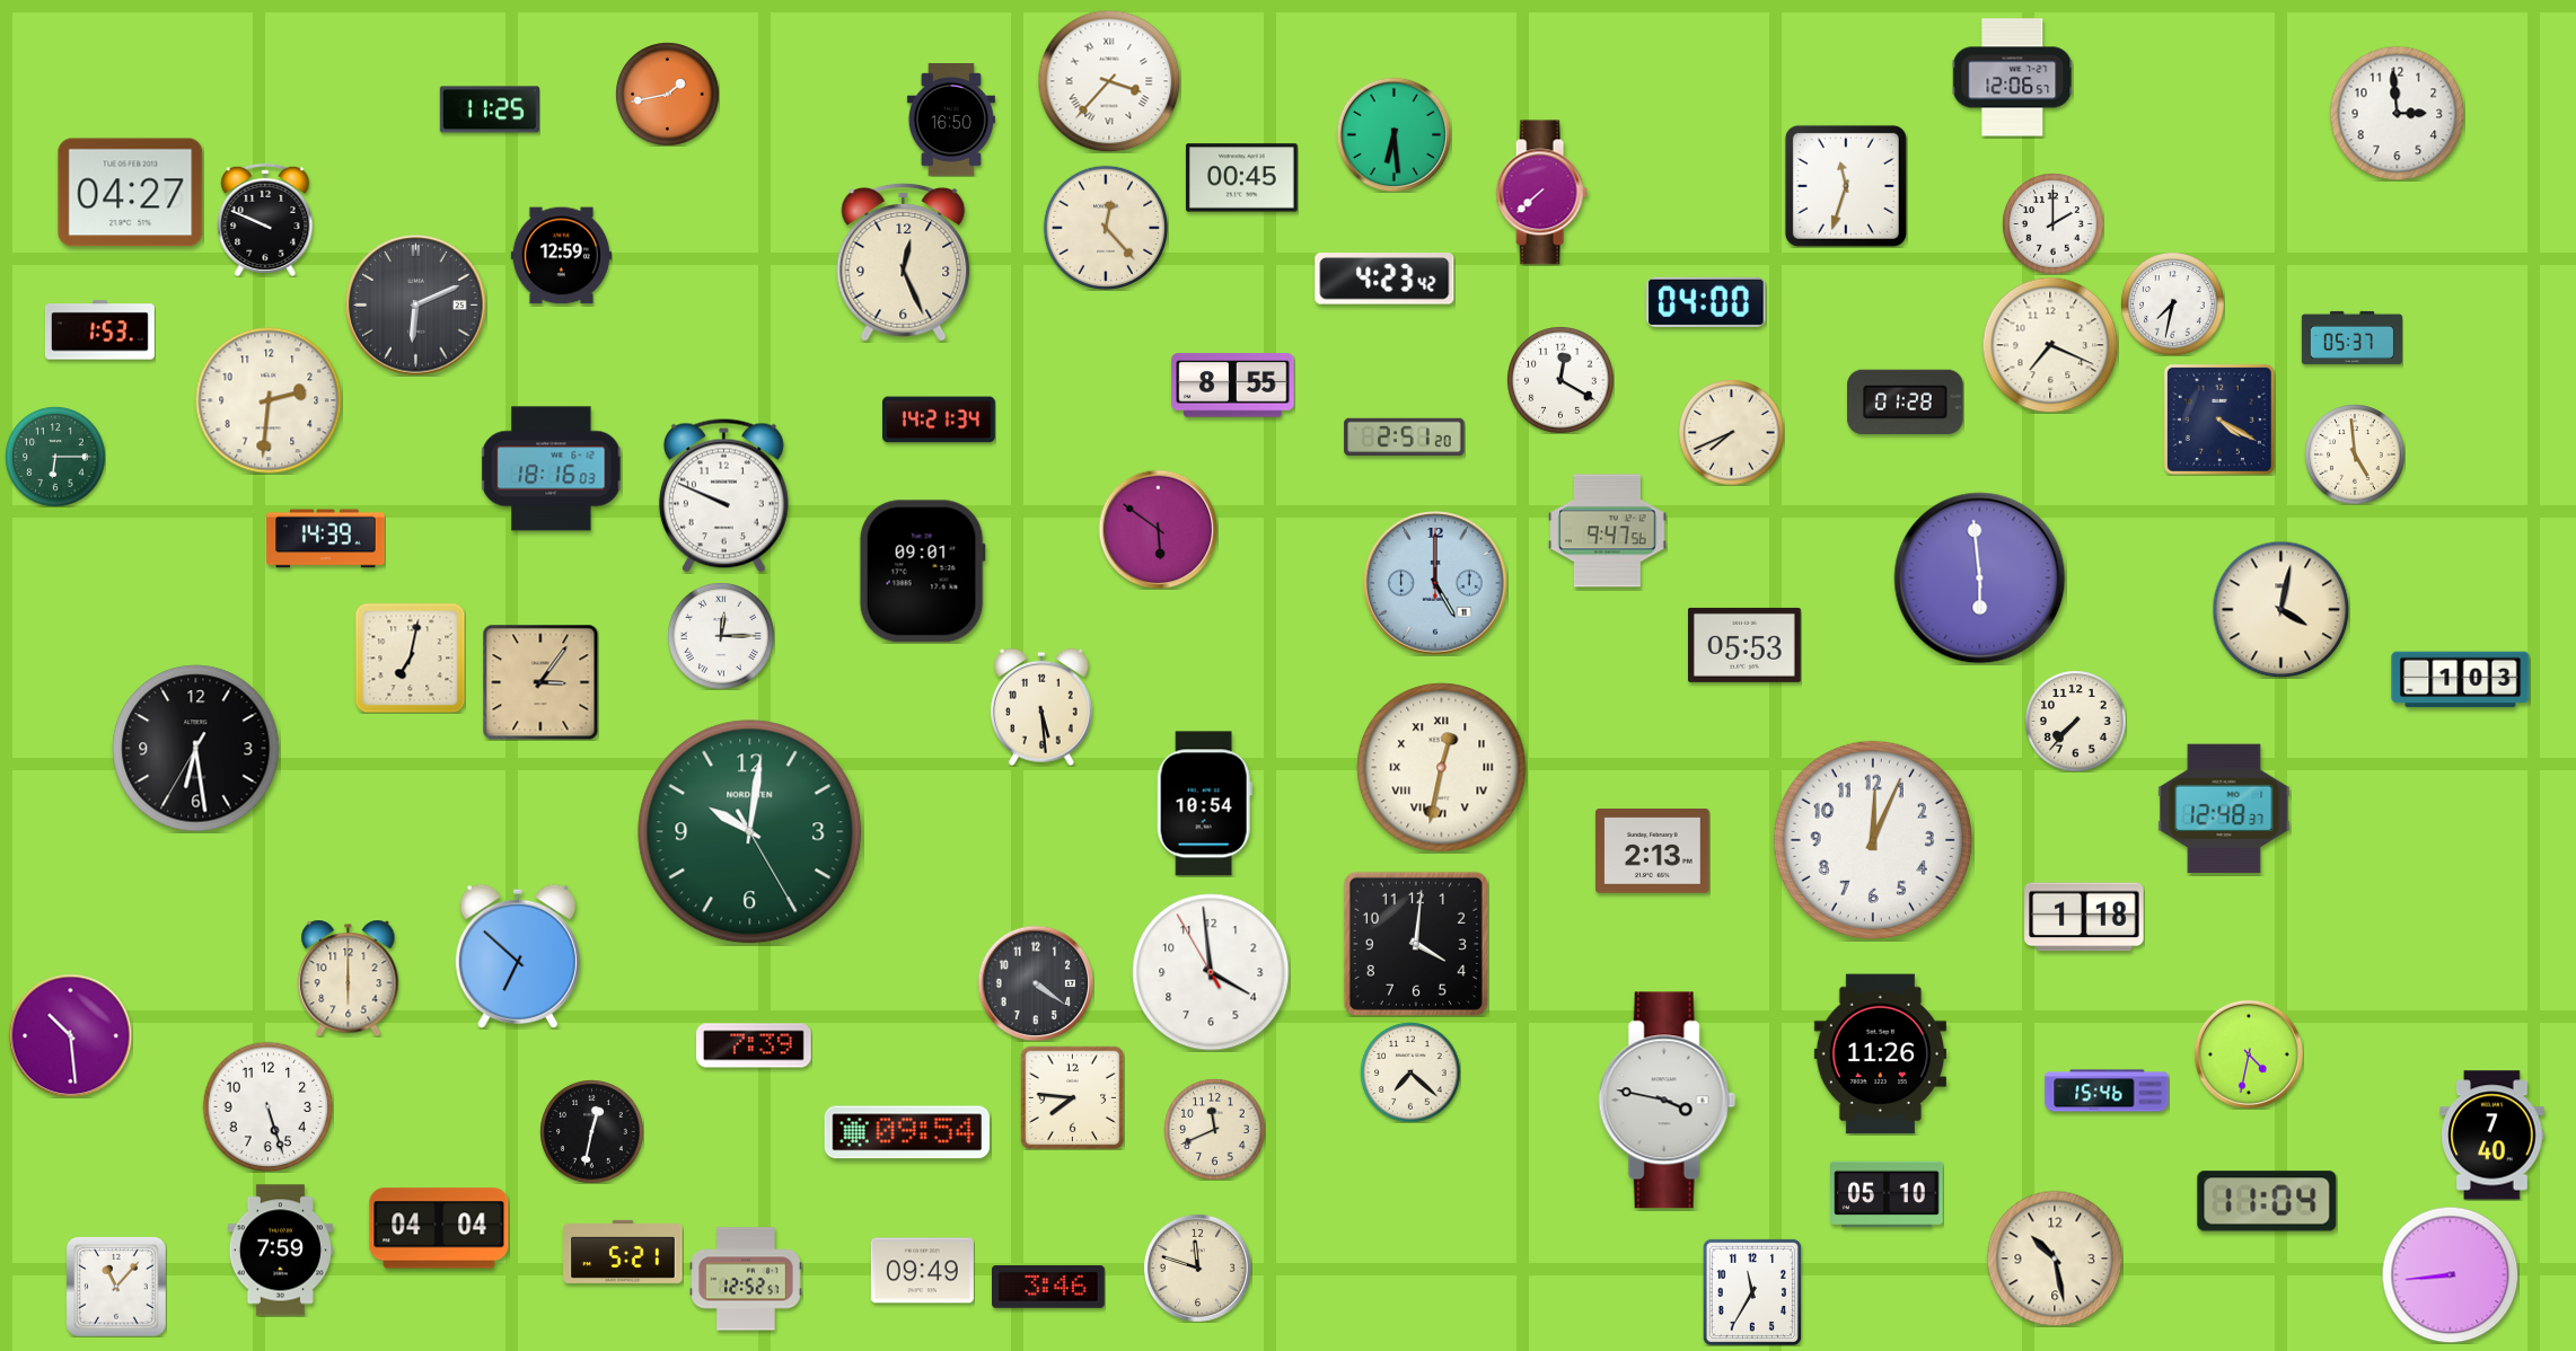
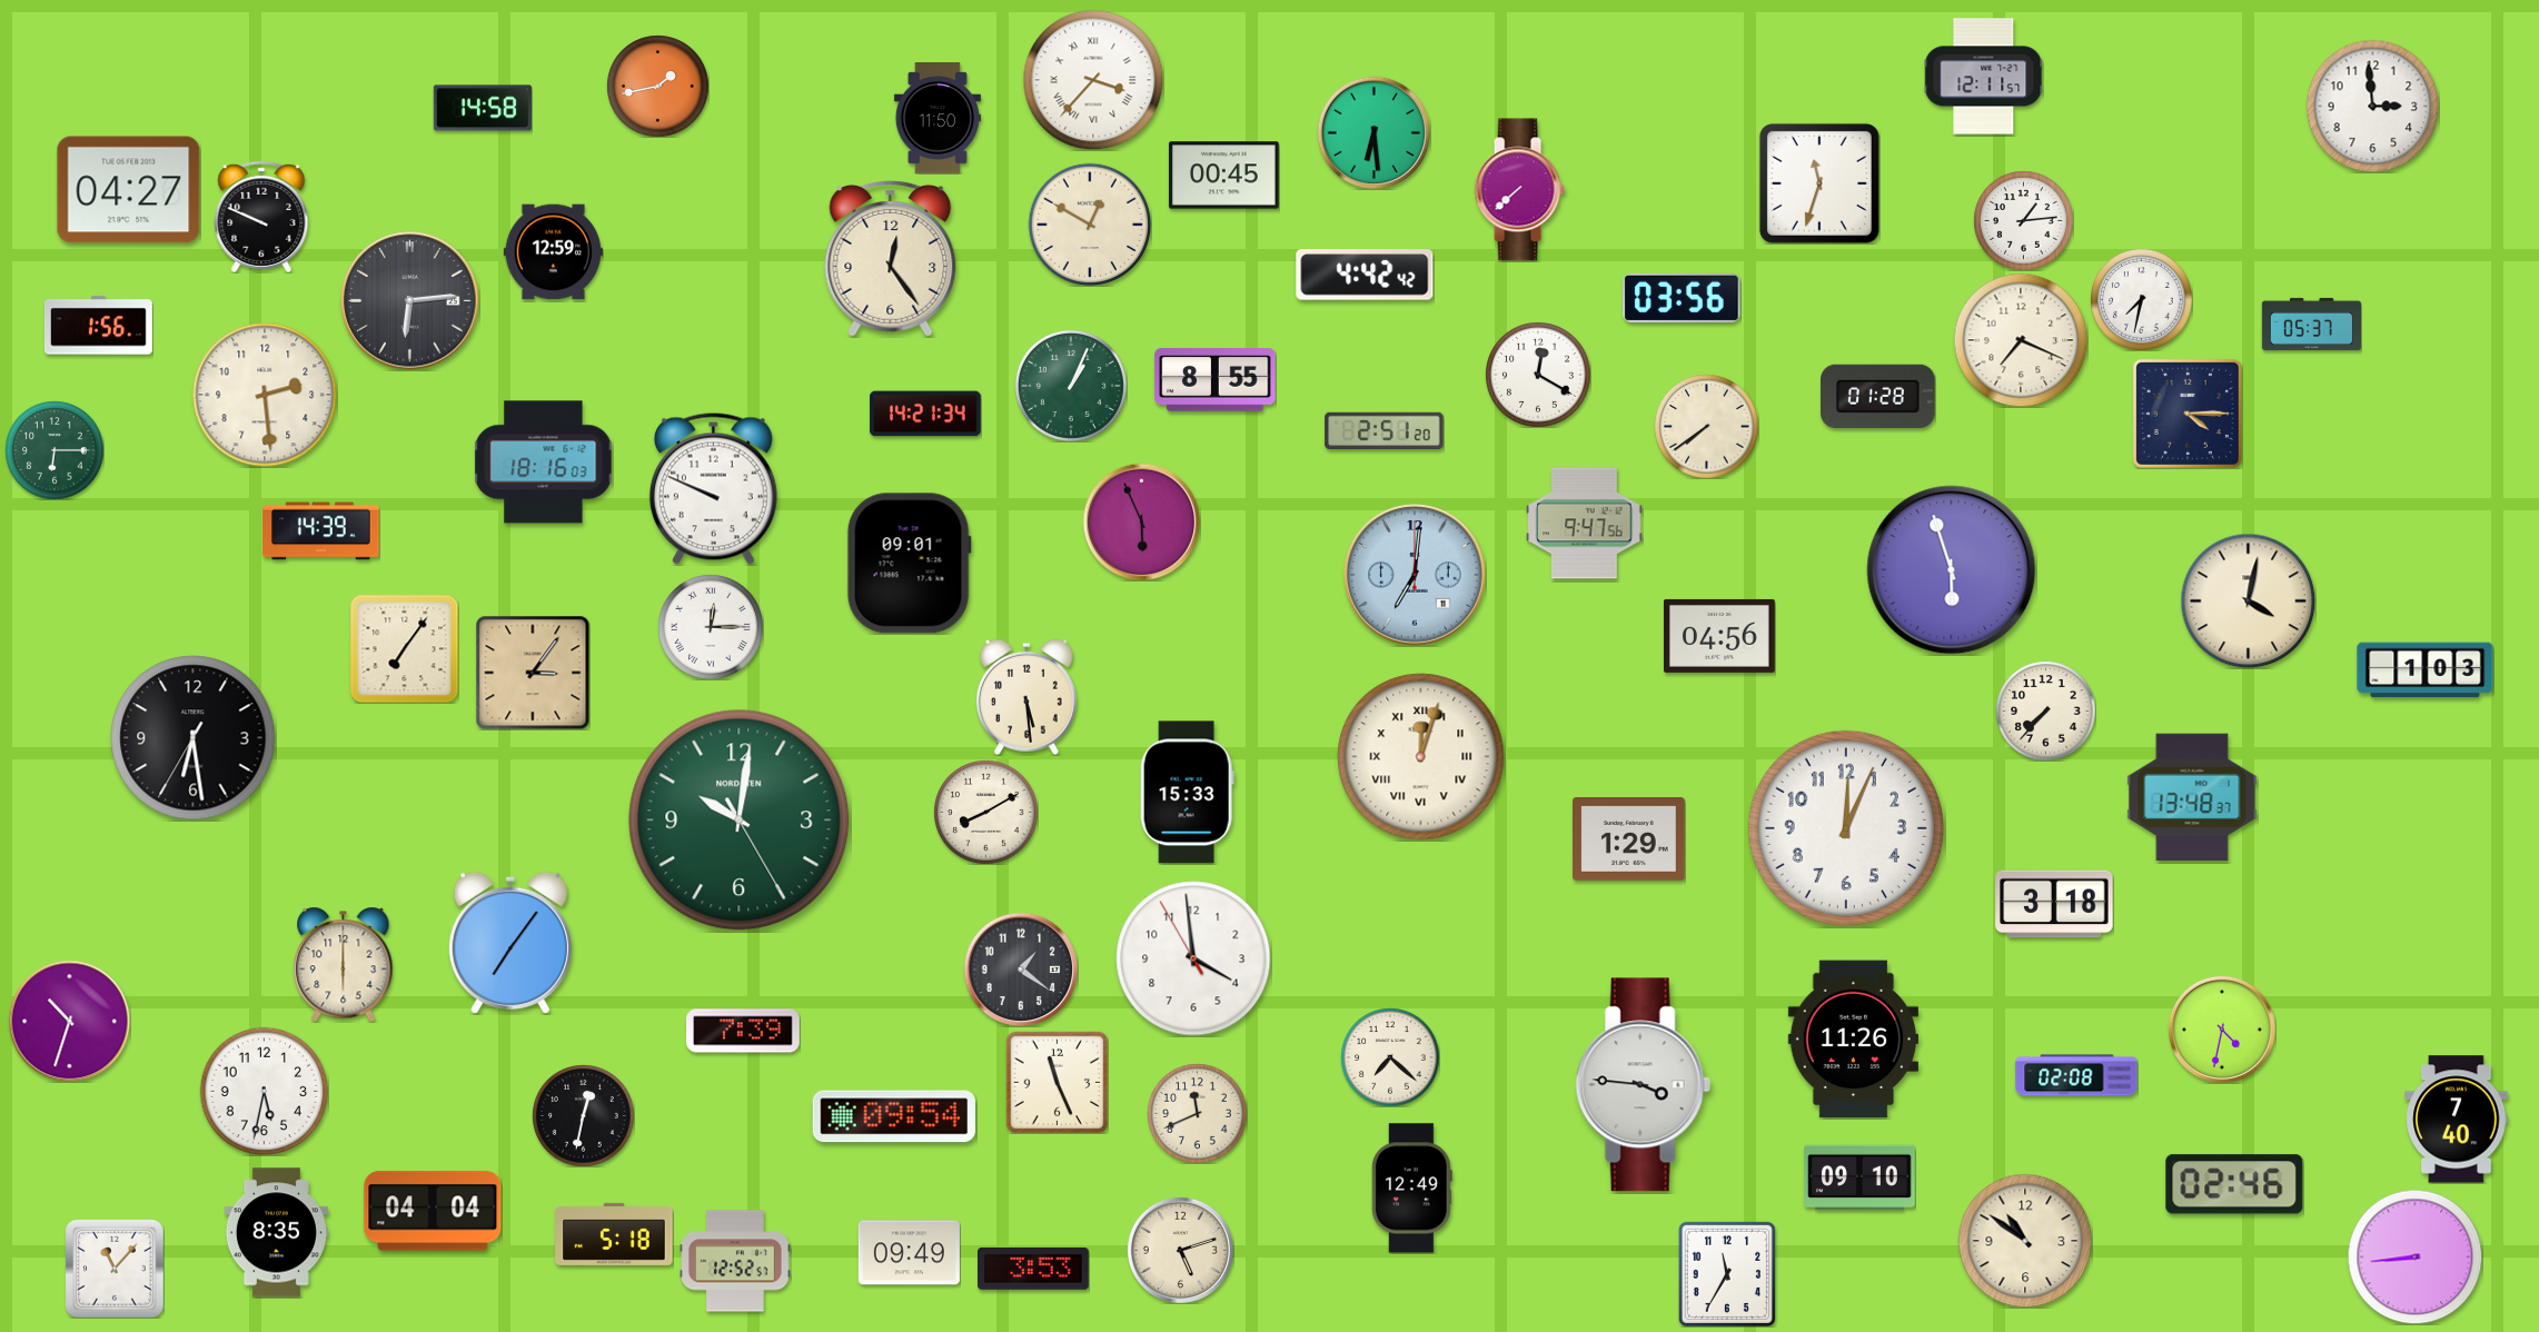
clock at (2012, 78): 12:06 -> 12:11
clock at (667, 94) position: (667, 94) -> (657, 86)
clock at (490, 109): 11:25 -> 14:58
clock at (2397, 113) position: (2397, 113) -> (2372, 106)
clock at (951, 121): 16:50 -> 11:50
clock at (2052, 223): 2:00 -> 1:14
clock at (1106, 228): 12:23 -> 12:50
clock at (904, 262): 12:26 -> 12:24
clock at (1384, 279): 4:23 -> 4:42
clock at (1706, 302): 04:00 -> 03:56
clock at (416, 306): 6:11 -> 6:14
clock at (99, 330): 1:53 -> 1:56
clock at (2351, 337) position: (2351, 337) -> (2311, 324)
clock at (1071, 386): none -> 1:04
clock at (269, 400): 2:31 -> 2:29
clock at (2219, 420): 4:20 -> 4:15
clock at (1732, 433): 7:41 -> 7:39
clock at (2355, 454): 4:59 -> none
clock at (1158, 529): 5:51 -> 5:56
clock at (1980, 579): 5:59 -> 5:57
clock at (1435, 583): 5:00 -> 7:01
clock at (1746, 645): 05:53 -> 04:56
clock at (410, 657): 7:02 -> 7:06
clock at (1442, 768): 12:32 -> 12:03
clock at (1204, 804): 10:54 -> 15:33
clock at (2224, 809): 12:48 -> 13:48
clock at (986, 813): none -> 8:10
clock at (1653, 851): 2:13 -> 1:29
clock at (2084, 917): 1:18 -> 3:18
clock at (1416, 944): 4:01 -> none
clock at (518, 956): 6:52 -> 7:06
clock at (1036, 983): 4:21 -> 1:21
clock at (70, 1035): 10:29 -> 10:33
clock at (2249, 1054) position: (2249, 1054) -> (2222, 1030)
clock at (2107, 1090): 15:46 -> 02:08
clock at (1072, 1097): 7:46 -> 11:26
clock at (1667, 1101): 3:47 -> 3:46
clock at (267, 1106): 5:27 -> 5:32
clock at (1888, 1194): 05:10 -> 09:10
clock at (2267, 1201): 11:04 -> 02:46
clock at (1411, 1189): none -> 12:49
clock at (280, 1251): 7:59 -> 8:35
clock at (623, 1252): 5:21 -> 5:18
clock at (2055, 1259): 10:28 -> 10:51
clock at (1197, 1268): 11:48 -> 5:12
clock at (1049, 1288): 3:46 -> 3:53
